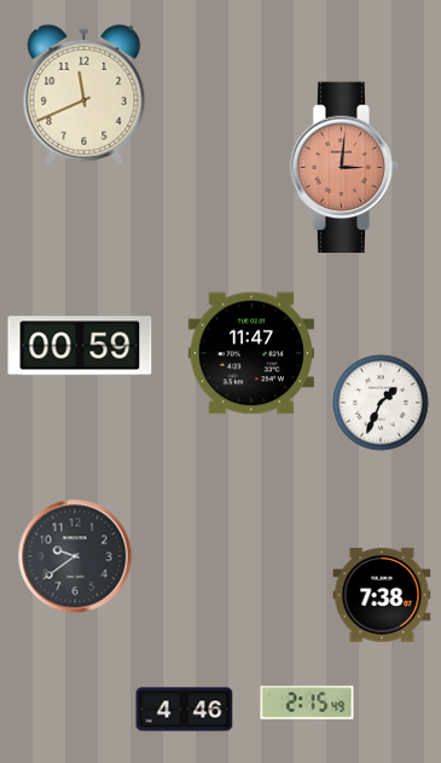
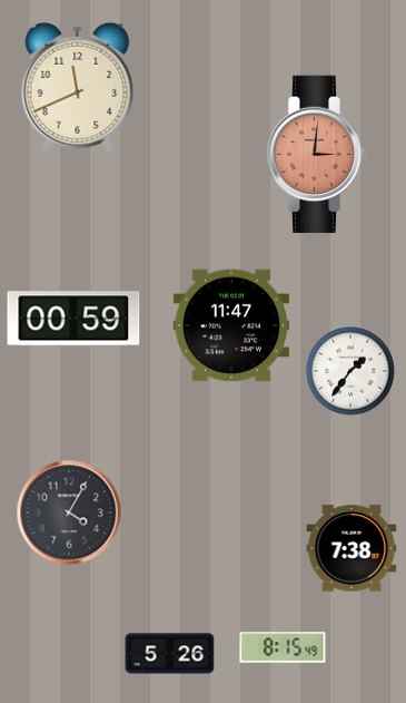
clock at (381, 403): 1:34 -> 1:36
clock at (75, 556): 9:39 -> 4:05
clock at (307, 703): 2:15 -> 8:15
clock at (185, 710): 4:46 -> 5:26
